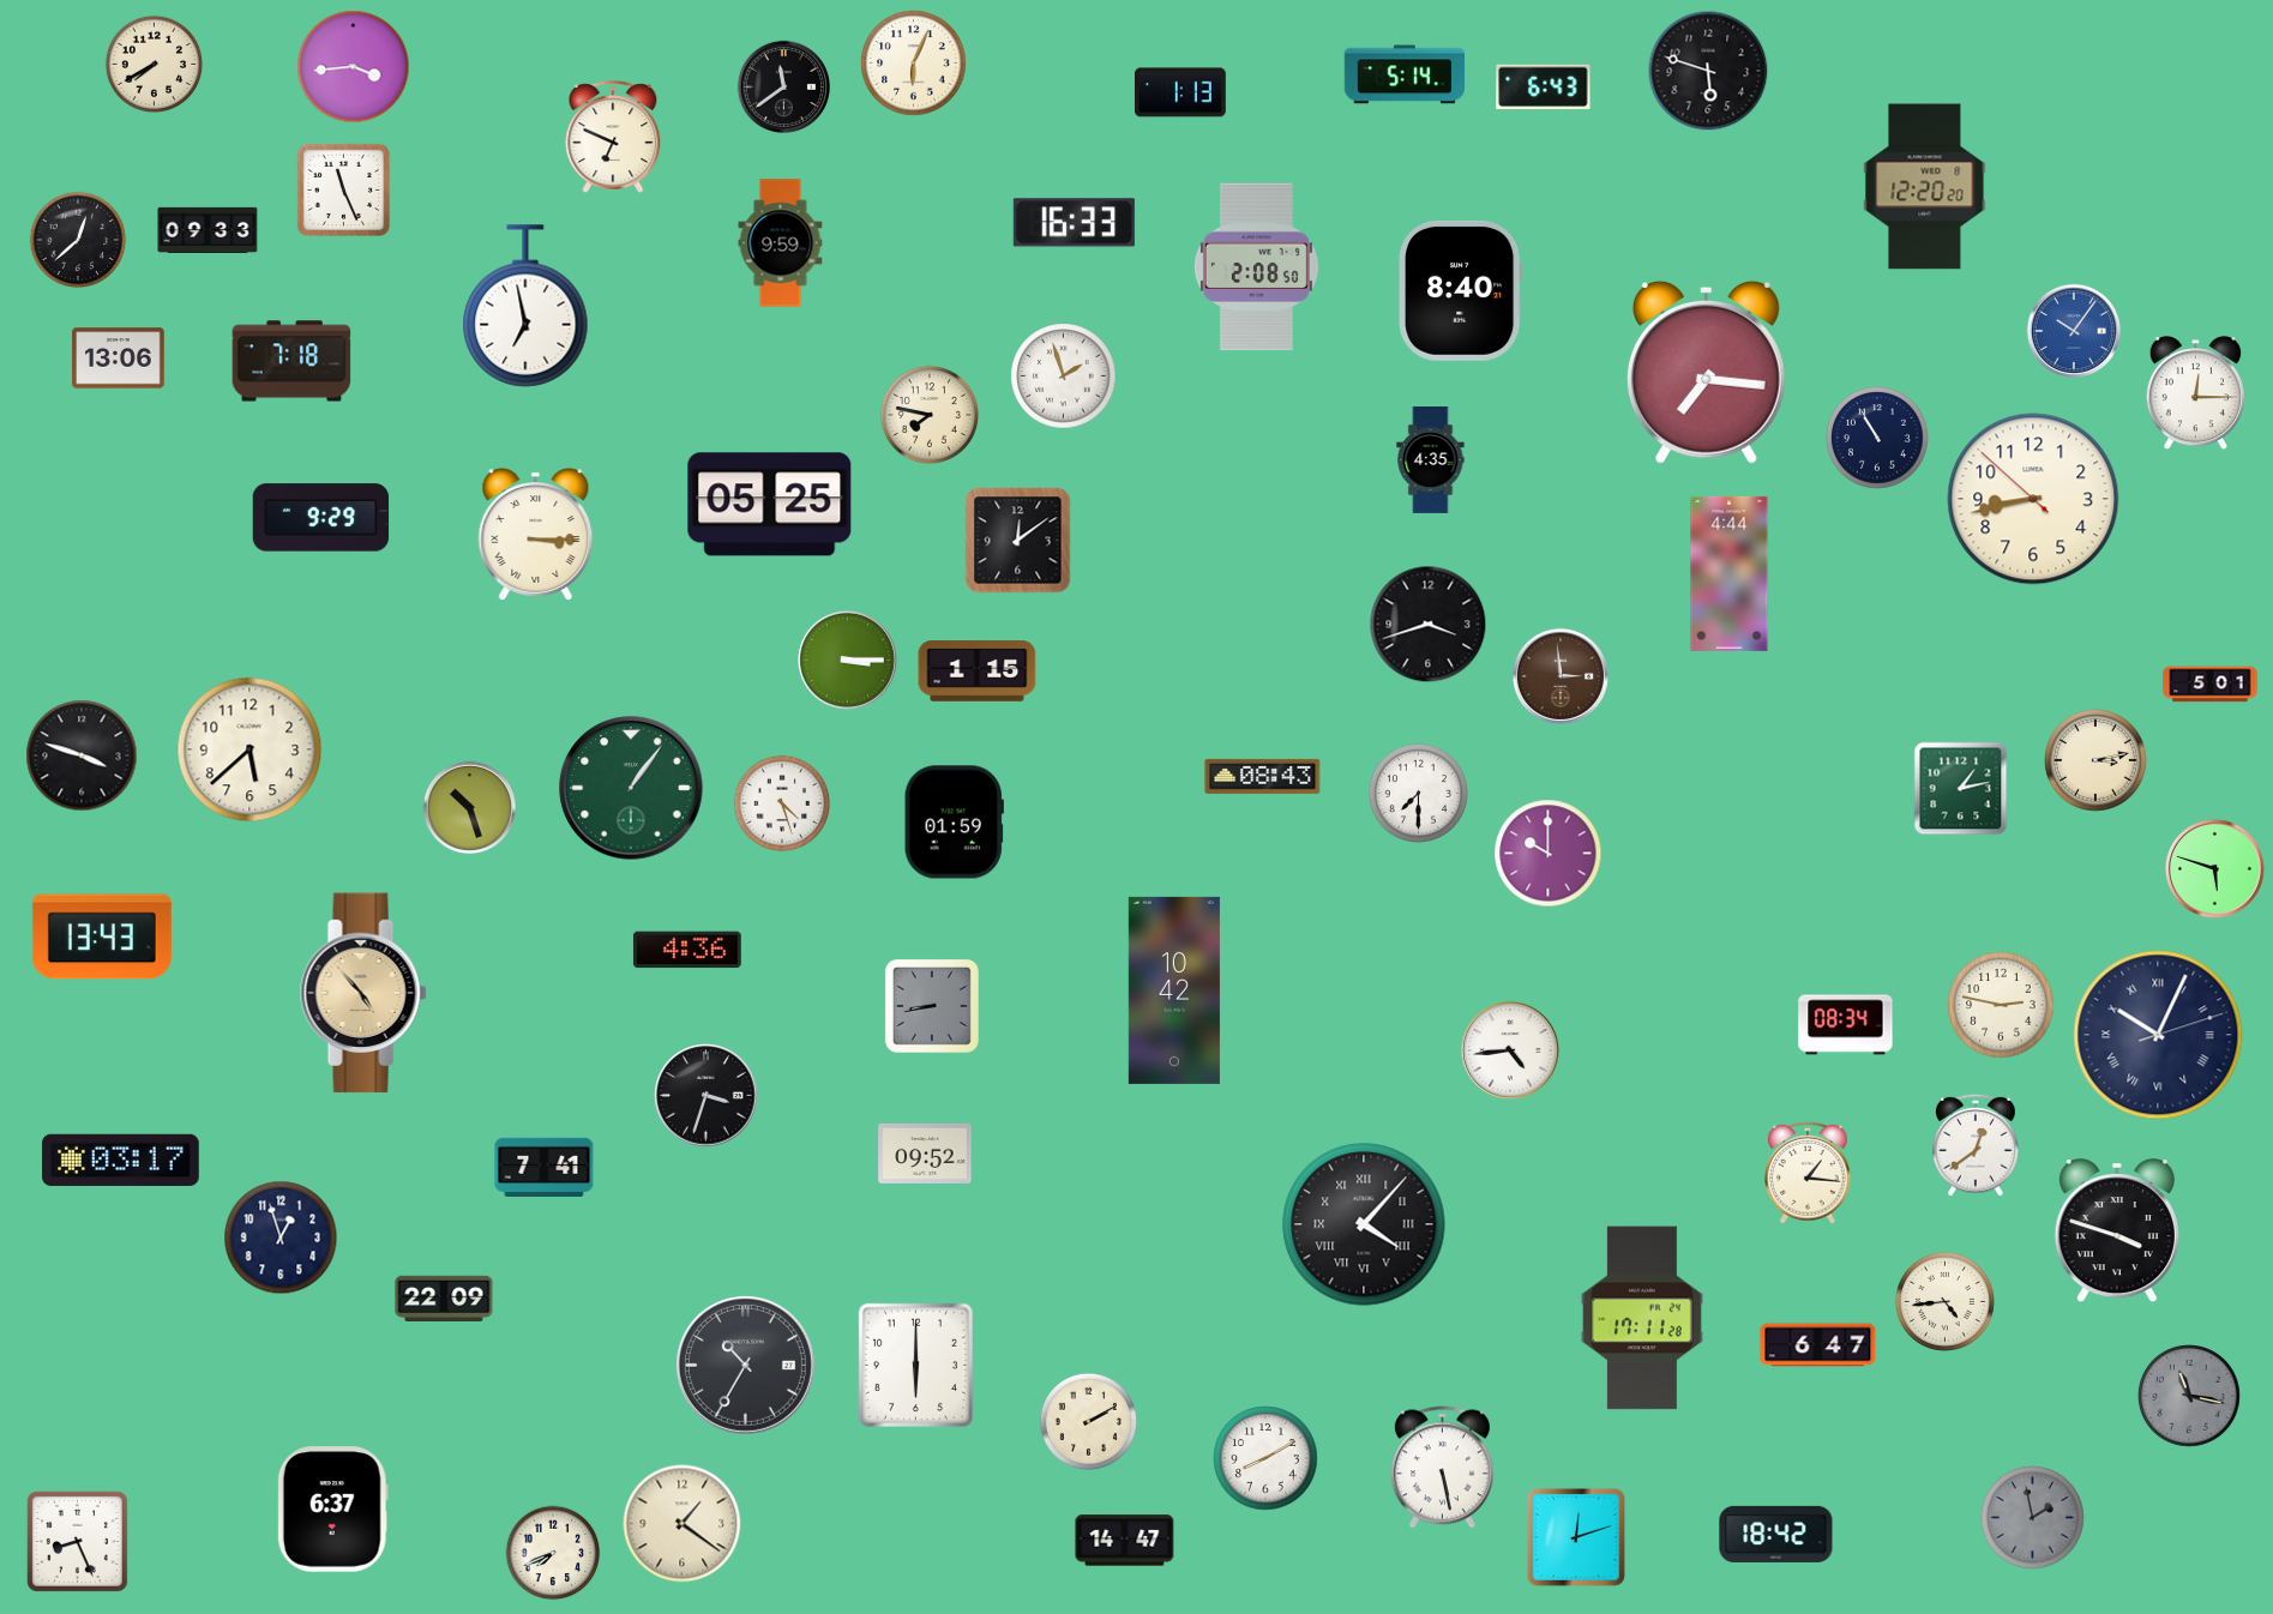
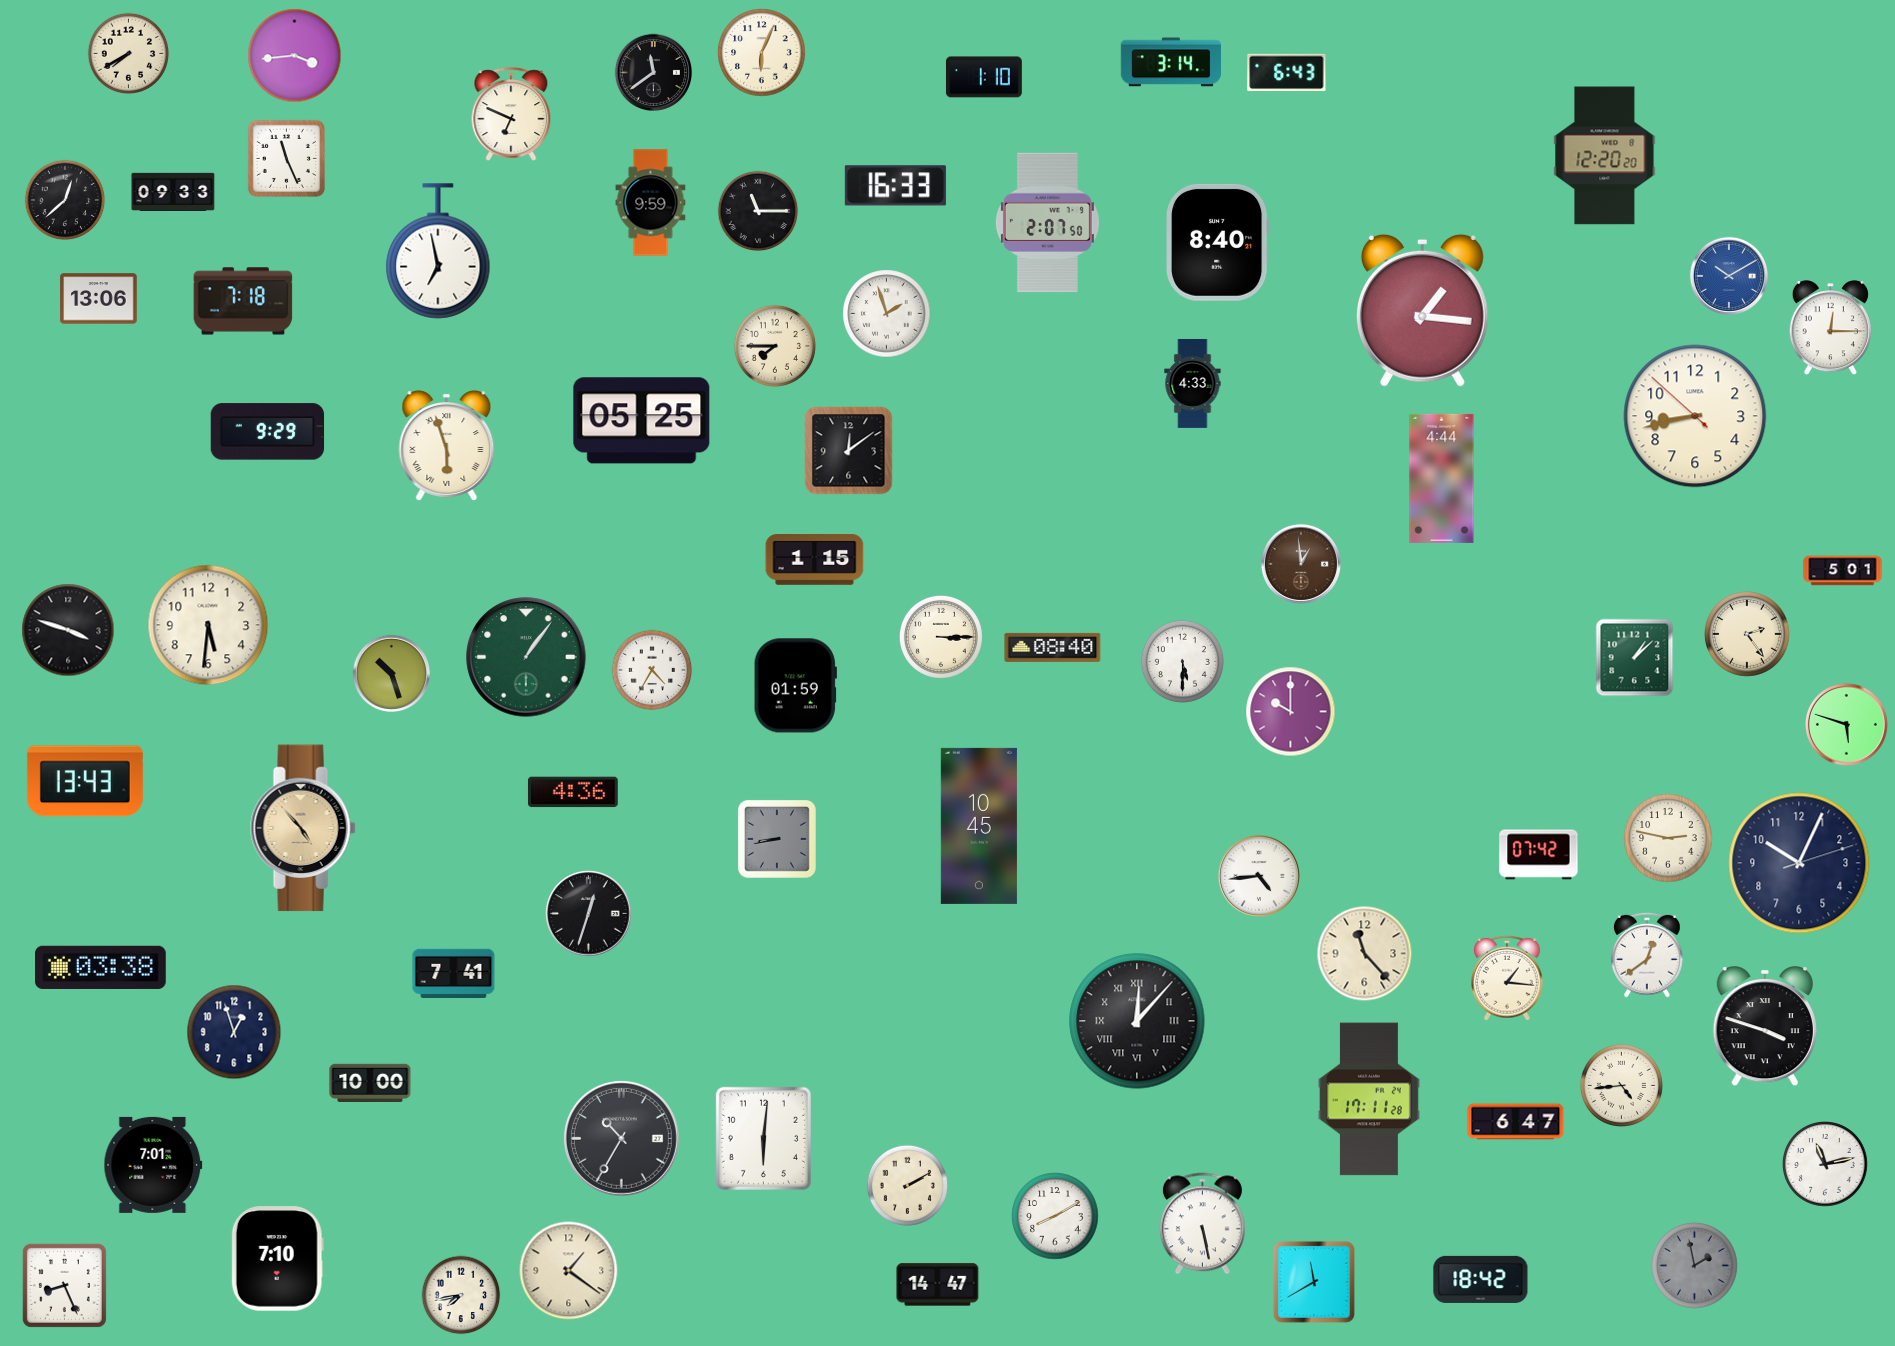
clock at (1708, 71): 5:48 -> none
clock at (1403, 74): 5:14 -> 3:14
clock at (1180, 92): 1:13 -> 1:10
clock at (758, 211): none -> 11:15
clock at (1256, 267): 2:08 -> 2:07
clock at (525, 306) position: (525, 306) -> (438, 251)
clock at (2074, 331): 10:06 -> 10:10
clock at (1706, 372): 7:16 -> 1:16
clock at (930, 415): 7:47 -> 7:45
clock at (1878, 439): 10:55 -> none
clock at (1431, 459): 4:35 -> 4:33
clock at (536, 535): 3:15 -> 5:57
clock at (1429, 625): 3:42 -> none
clock at (847, 660): 3:15 -> none
clock at (1561, 676): 2:59 -> 12:59
clock at (249, 749): 5:38 -> 5:31
clock at (2097, 761): 3:13 -> 2:24
clock at (941, 637): none -> 3:15
clock at (1263, 776): 08:43 -> 08:40
clock at (1961, 789): 1:13 -> 1:08
clock at (1418, 793): 7:30 -> 5:30
clock at (782, 803): 4:27 -> 4:35
clock at (1174, 990): 10:42 -> 10:45
clock at (1846, 1025): 08:34 -> 07:42
clock at (2158, 1035) numerals: Roman -> Arabic
clock at (706, 1096): 3:33 -> 12:33
clock at (1365, 954): none -> 11:23
clock at (925, 1154): 09:52 -> none
clock at (121, 1160): 03:17 -> 03:38
clock at (1364, 1224): 4:07 -> 12:07
clock at (444, 1299): 22:09 -> 10:00
clock at (915, 1365): 6:00 -> 6:01
clock at (153, 1165): none -> 7:01
clock at (2190, 1397): 11:17 -> 11:13
clock at (2190, 1397) dial: grey -> white
clock at (332, 1510): 6:37 -> 7:10
clock at (1576, 1537): 12:12 -> 11:40
clock at (553, 1553): 7:41 -> 7:43
